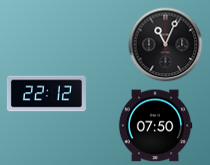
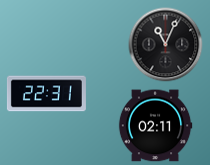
clock at (46, 94): 22:12 -> 22:31
clock at (155, 126): 07:50 -> 02:11
